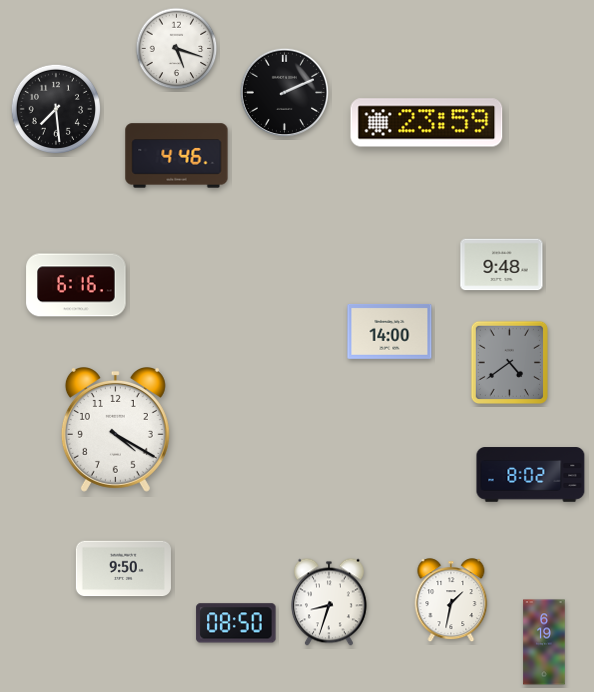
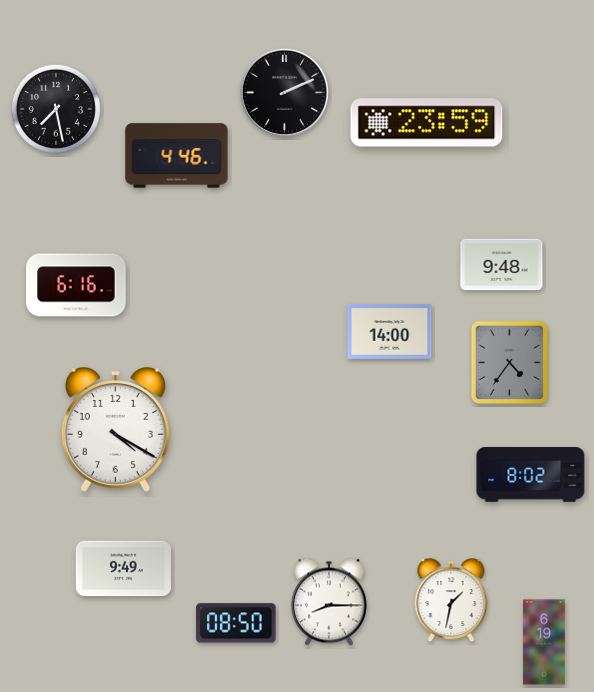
clock at (177, 49): 5:18 -> none
clock at (55, 108): 7:29 -> 7:28
clock at (509, 362): 4:39 -> 4:36
clock at (123, 569): 9:50 -> 9:49
clock at (330, 602): 8:33 -> 8:15
